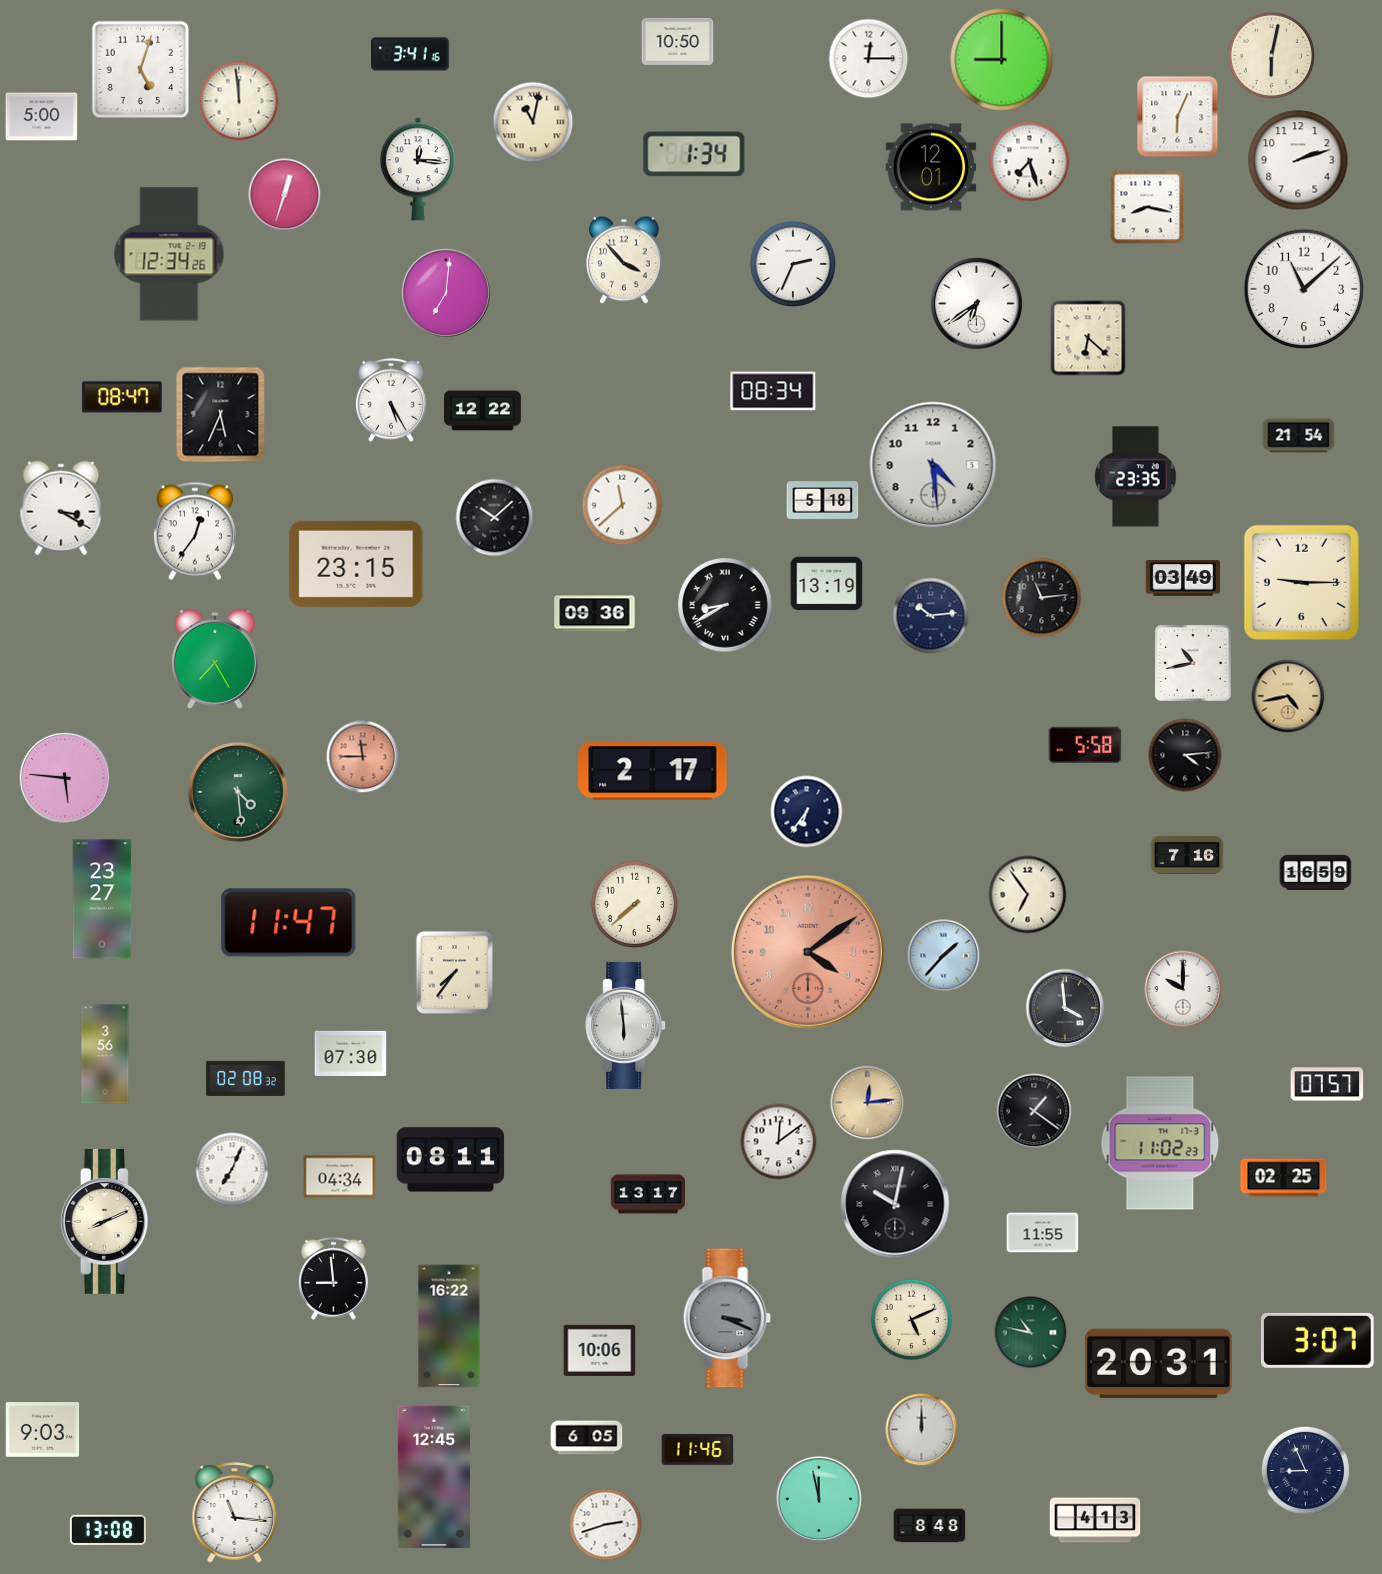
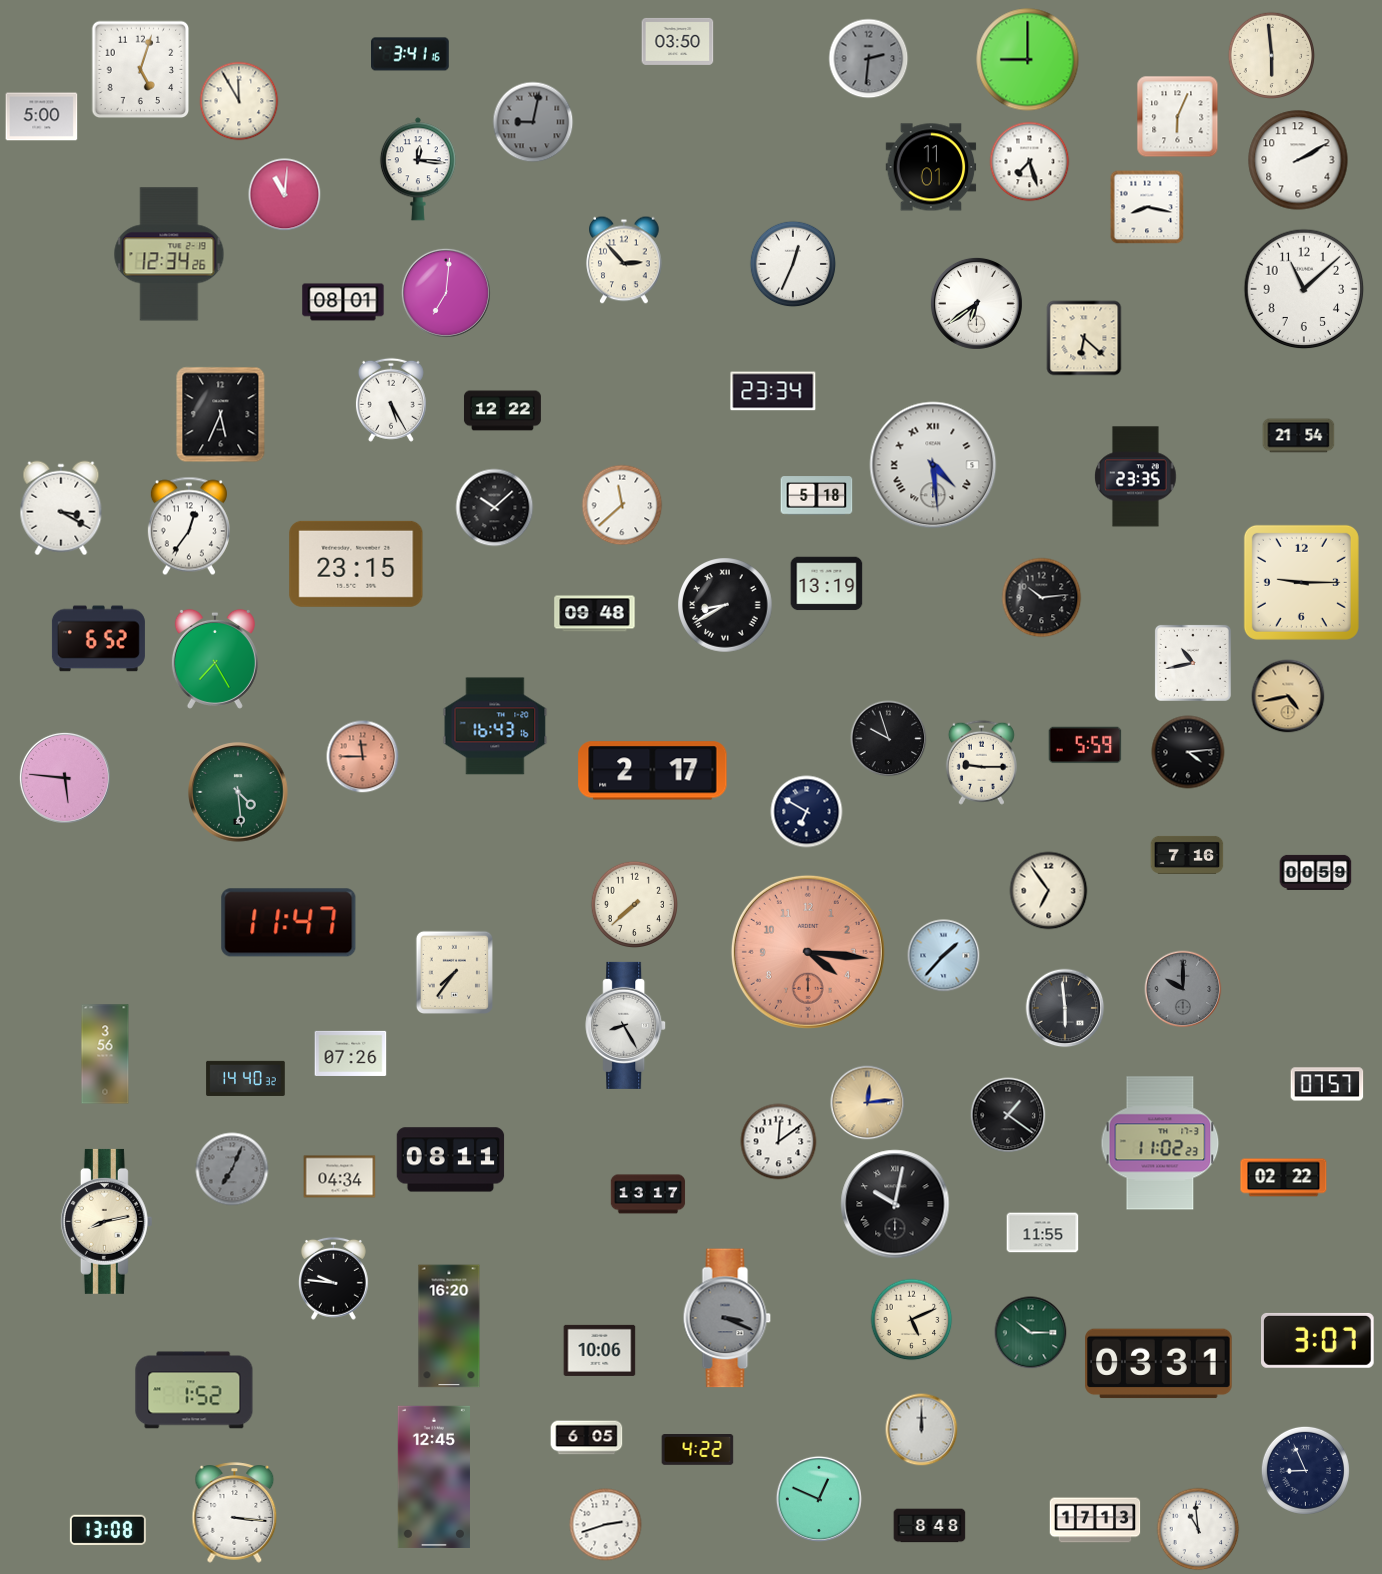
clock at (678, 41): 10:50 -> 03:50
clock at (1271, 55): 6:02 -> 5:59
clock at (869, 59): 12:15 -> 2:31
clock at (869, 59) dial: white -> grey
clock at (1002, 60) position: (1002, 60) -> (1028, 60)
clock at (239, 101): 11:59 -> 11:55
clock at (533, 122): 11:02 -> 9:02
clock at (533, 122) dial: cream -> grey
clock at (694, 154): 1:34 -> none
clock at (1298, 160): 2:12 -> 2:10
clock at (931, 167): 12:01 -> 11:01
clock at (285, 195): 12:33 -> 11:01
clock at (624, 260): 3:53 -> 2:53
clock at (793, 264): 2:34 -> 12:34
clock at (343, 302): none -> 08:01
clock at (1088, 338) position: (1088, 338) -> (1084, 338)
clock at (773, 391): 08:34 -> 23:34
clock at (122, 397): 08:47 -> none
clock at (482, 411) position: (482, 411) -> (502, 411)
clock at (933, 465) numerals: Arabic -> Roman
clock at (823, 501) position: (823, 501) -> (817, 496)
clock at (495, 518) position: (495, 518) -> (495, 508)
clock at (195, 531) position: (195, 531) -> (189, 526)
clock at (1183, 578): 03:49 -> none
clock at (1042, 598): 11:14 -> 10:14
clock at (595, 614): 09:36 -> 09:48
clock at (931, 616): 10:14 -> none
clock at (98, 639): none -> 6:52
clock at (495, 726): none -> 16:43
clock at (889, 739): none -> 9:57
clock at (1085, 745): 5:58 -> 5:59
clock at (1185, 755) position: (1185, 755) -> (1188, 752)
clock at (981, 762): none -> 9:15
clock at (807, 812): 6:36 -> 6:50
clock at (1316, 872): 16:59 -> 00:59
clock at (1028, 895) position: (1028, 895) -> (1049, 891)
clock at (102, 899): 23:27 -> none
clock at (808, 952): 4:09 -> 4:16
clock at (1183, 989) dial: white -> grey
clock at (1065, 1008): 3:59 -> 5:59
clock at (626, 1025): 5:59 -> 8:25
clock at (351, 1053): 07:30 -> 07:26
clock at (246, 1078): 02:08 -> 14:40
clock at (1034, 1111) position: (1034, 1111) -> (1008, 1115)
clock at (232, 1169) dial: white -> grey
clock at (1284, 1178): 02:25 -> 02:22
clock at (106, 1221): 8:11 -> 8:13
clock at (333, 1278): 8:59 -> 9:46
clock at (449, 1326): 16:22 -> 16:20
clock at (1031, 1333): 10:47 -> 10:15
clock at (1159, 1364): 20:31 -> 03:31
clock at (194, 1390): none -> 1:52
clock at (43, 1430): 9:03 -> none
clock at (698, 1450): 11:46 -> 4:22
clock at (819, 1499): 11:58 -> 12:49
clock at (235, 1513): 11:16 -> 3:16
clock at (1095, 1520): 4:13 -> 17:13
clock at (1198, 1529): none -> 10:59
